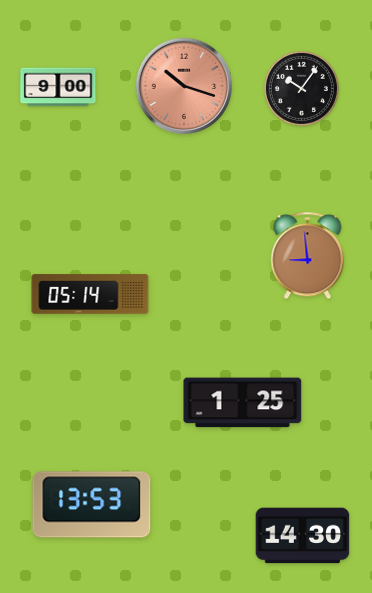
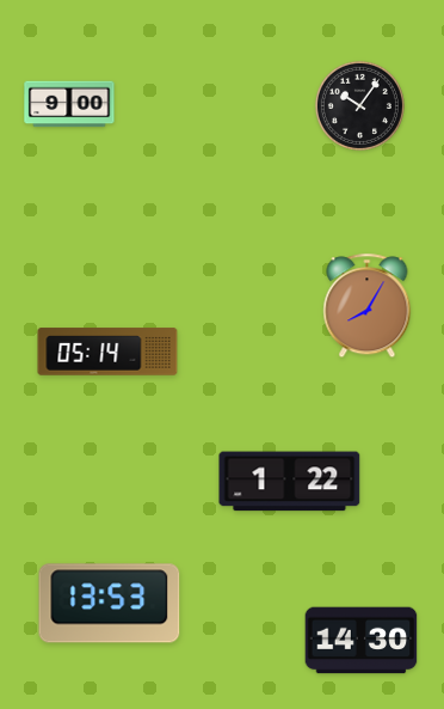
clock at (183, 85): 10:18 -> none
clock at (308, 256): 8:59 -> 8:05
clock at (243, 403): 1:25 -> 1:22
